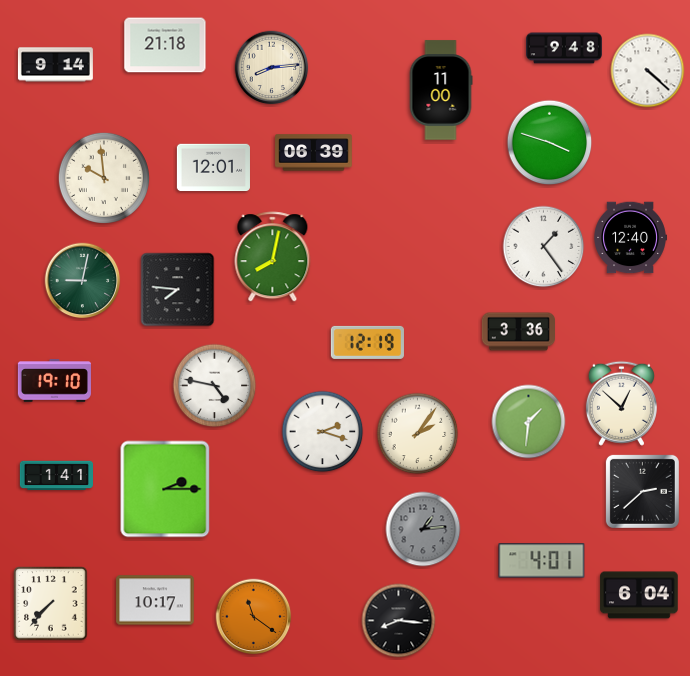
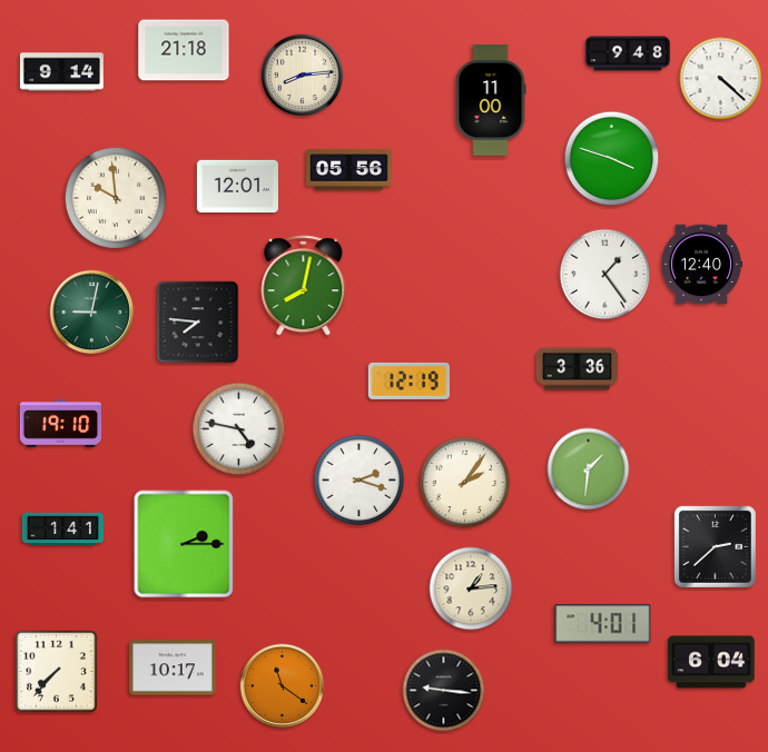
clock at (314, 153): 06:39 -> 05:56
clock at (621, 403): 12:52 -> none
clock at (423, 529) dial: grey -> cream
clock at (399, 621): 8:16 -> 9:16
